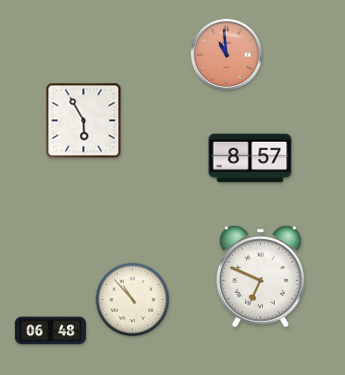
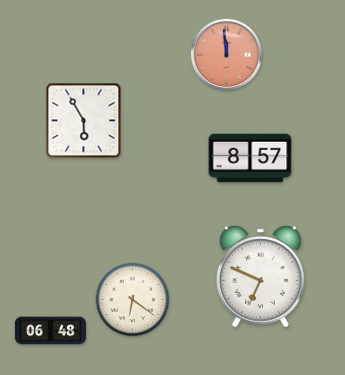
clock at (226, 54): 10:59 -> 11:59
clock at (133, 300): 10:53 -> 6:21
